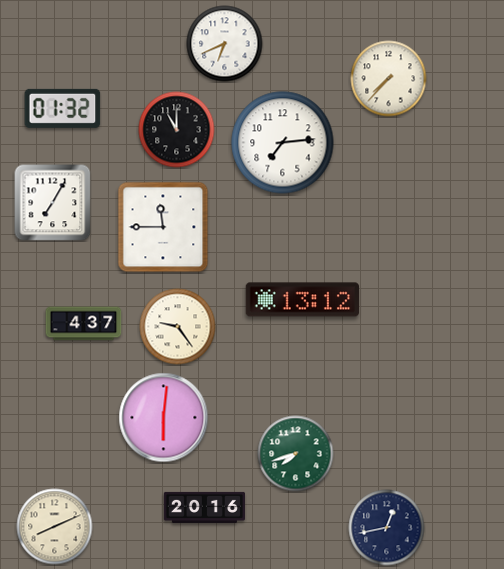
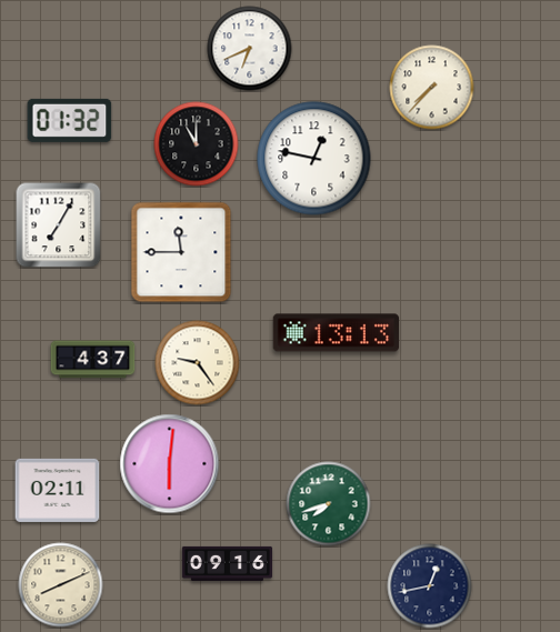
clock at (283, 143): 7:14 -> 12:47
clock at (303, 300): 13:12 -> 13:13
clock at (164, 418) position: (164, 418) -> (170, 464)
clock at (58, 490): none -> 02:11
clock at (205, 507): 20:16 -> 09:16
